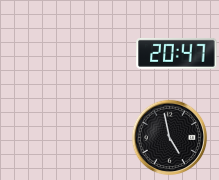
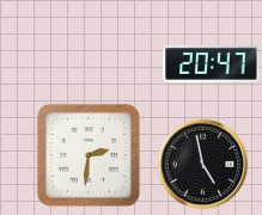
clock at (89, 155): none -> 2:31
